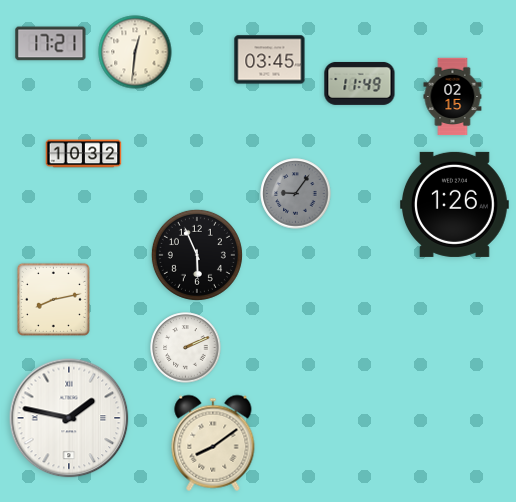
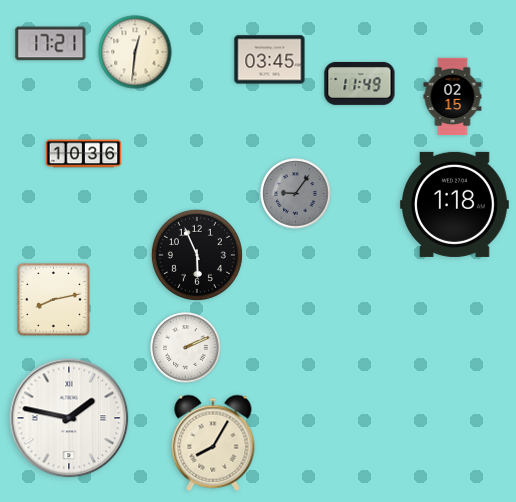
clock at (84, 154): 10:32 -> 10:36
clock at (454, 204): 1:26 -> 1:18
clock at (213, 443): 8:09 -> 8:05
